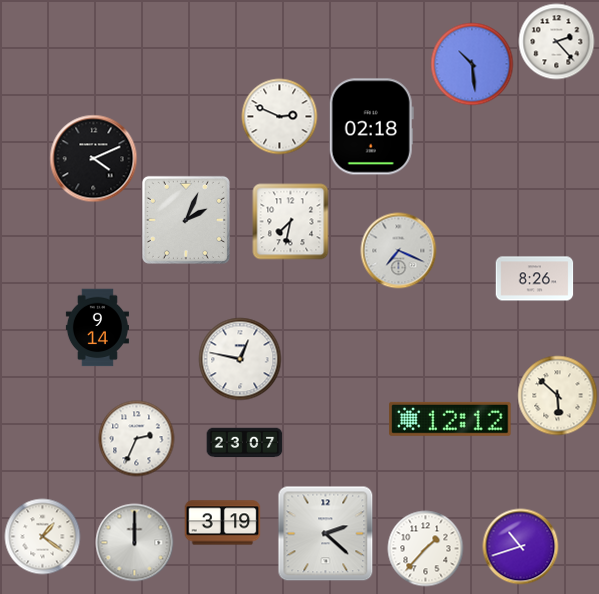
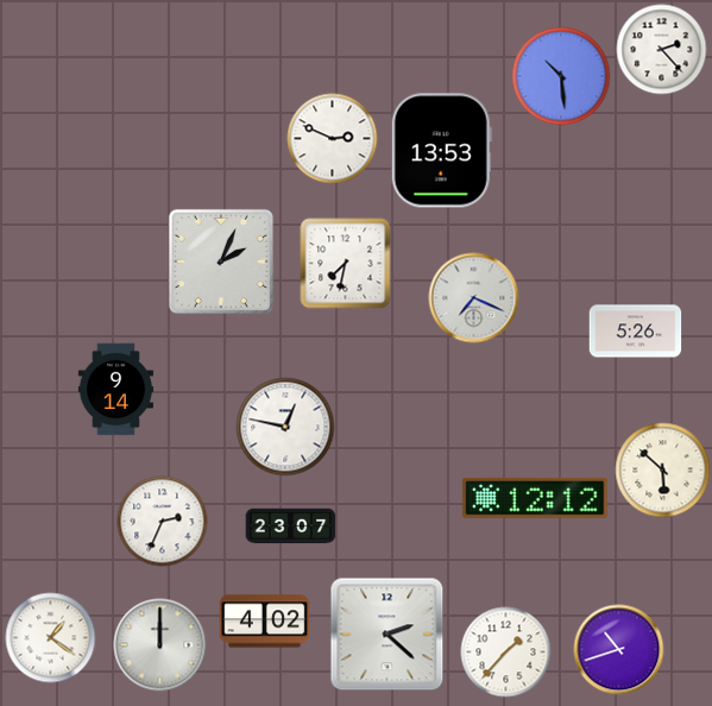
clock at (371, 127): 02:18 -> 13:53
clock at (94, 159): 4:11 -> none
clock at (535, 279): 8:26 -> 5:26
clock at (223, 523): 3:19 -> 4:02
